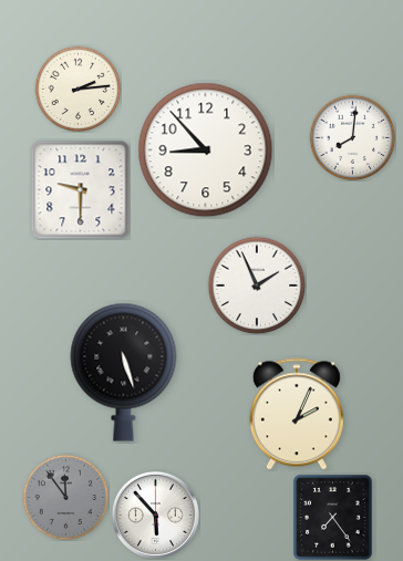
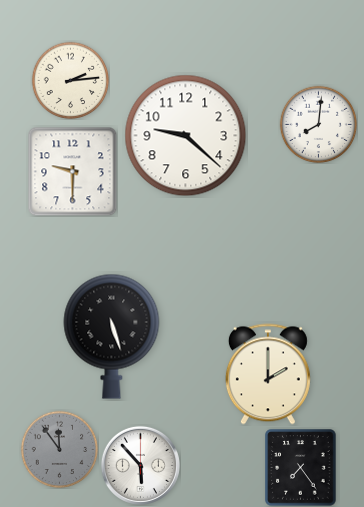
clock at (206, 150): 8:53 -> 9:22
clock at (257, 285): 1:56 -> none
clock at (297, 414): 2:04 -> 2:00
